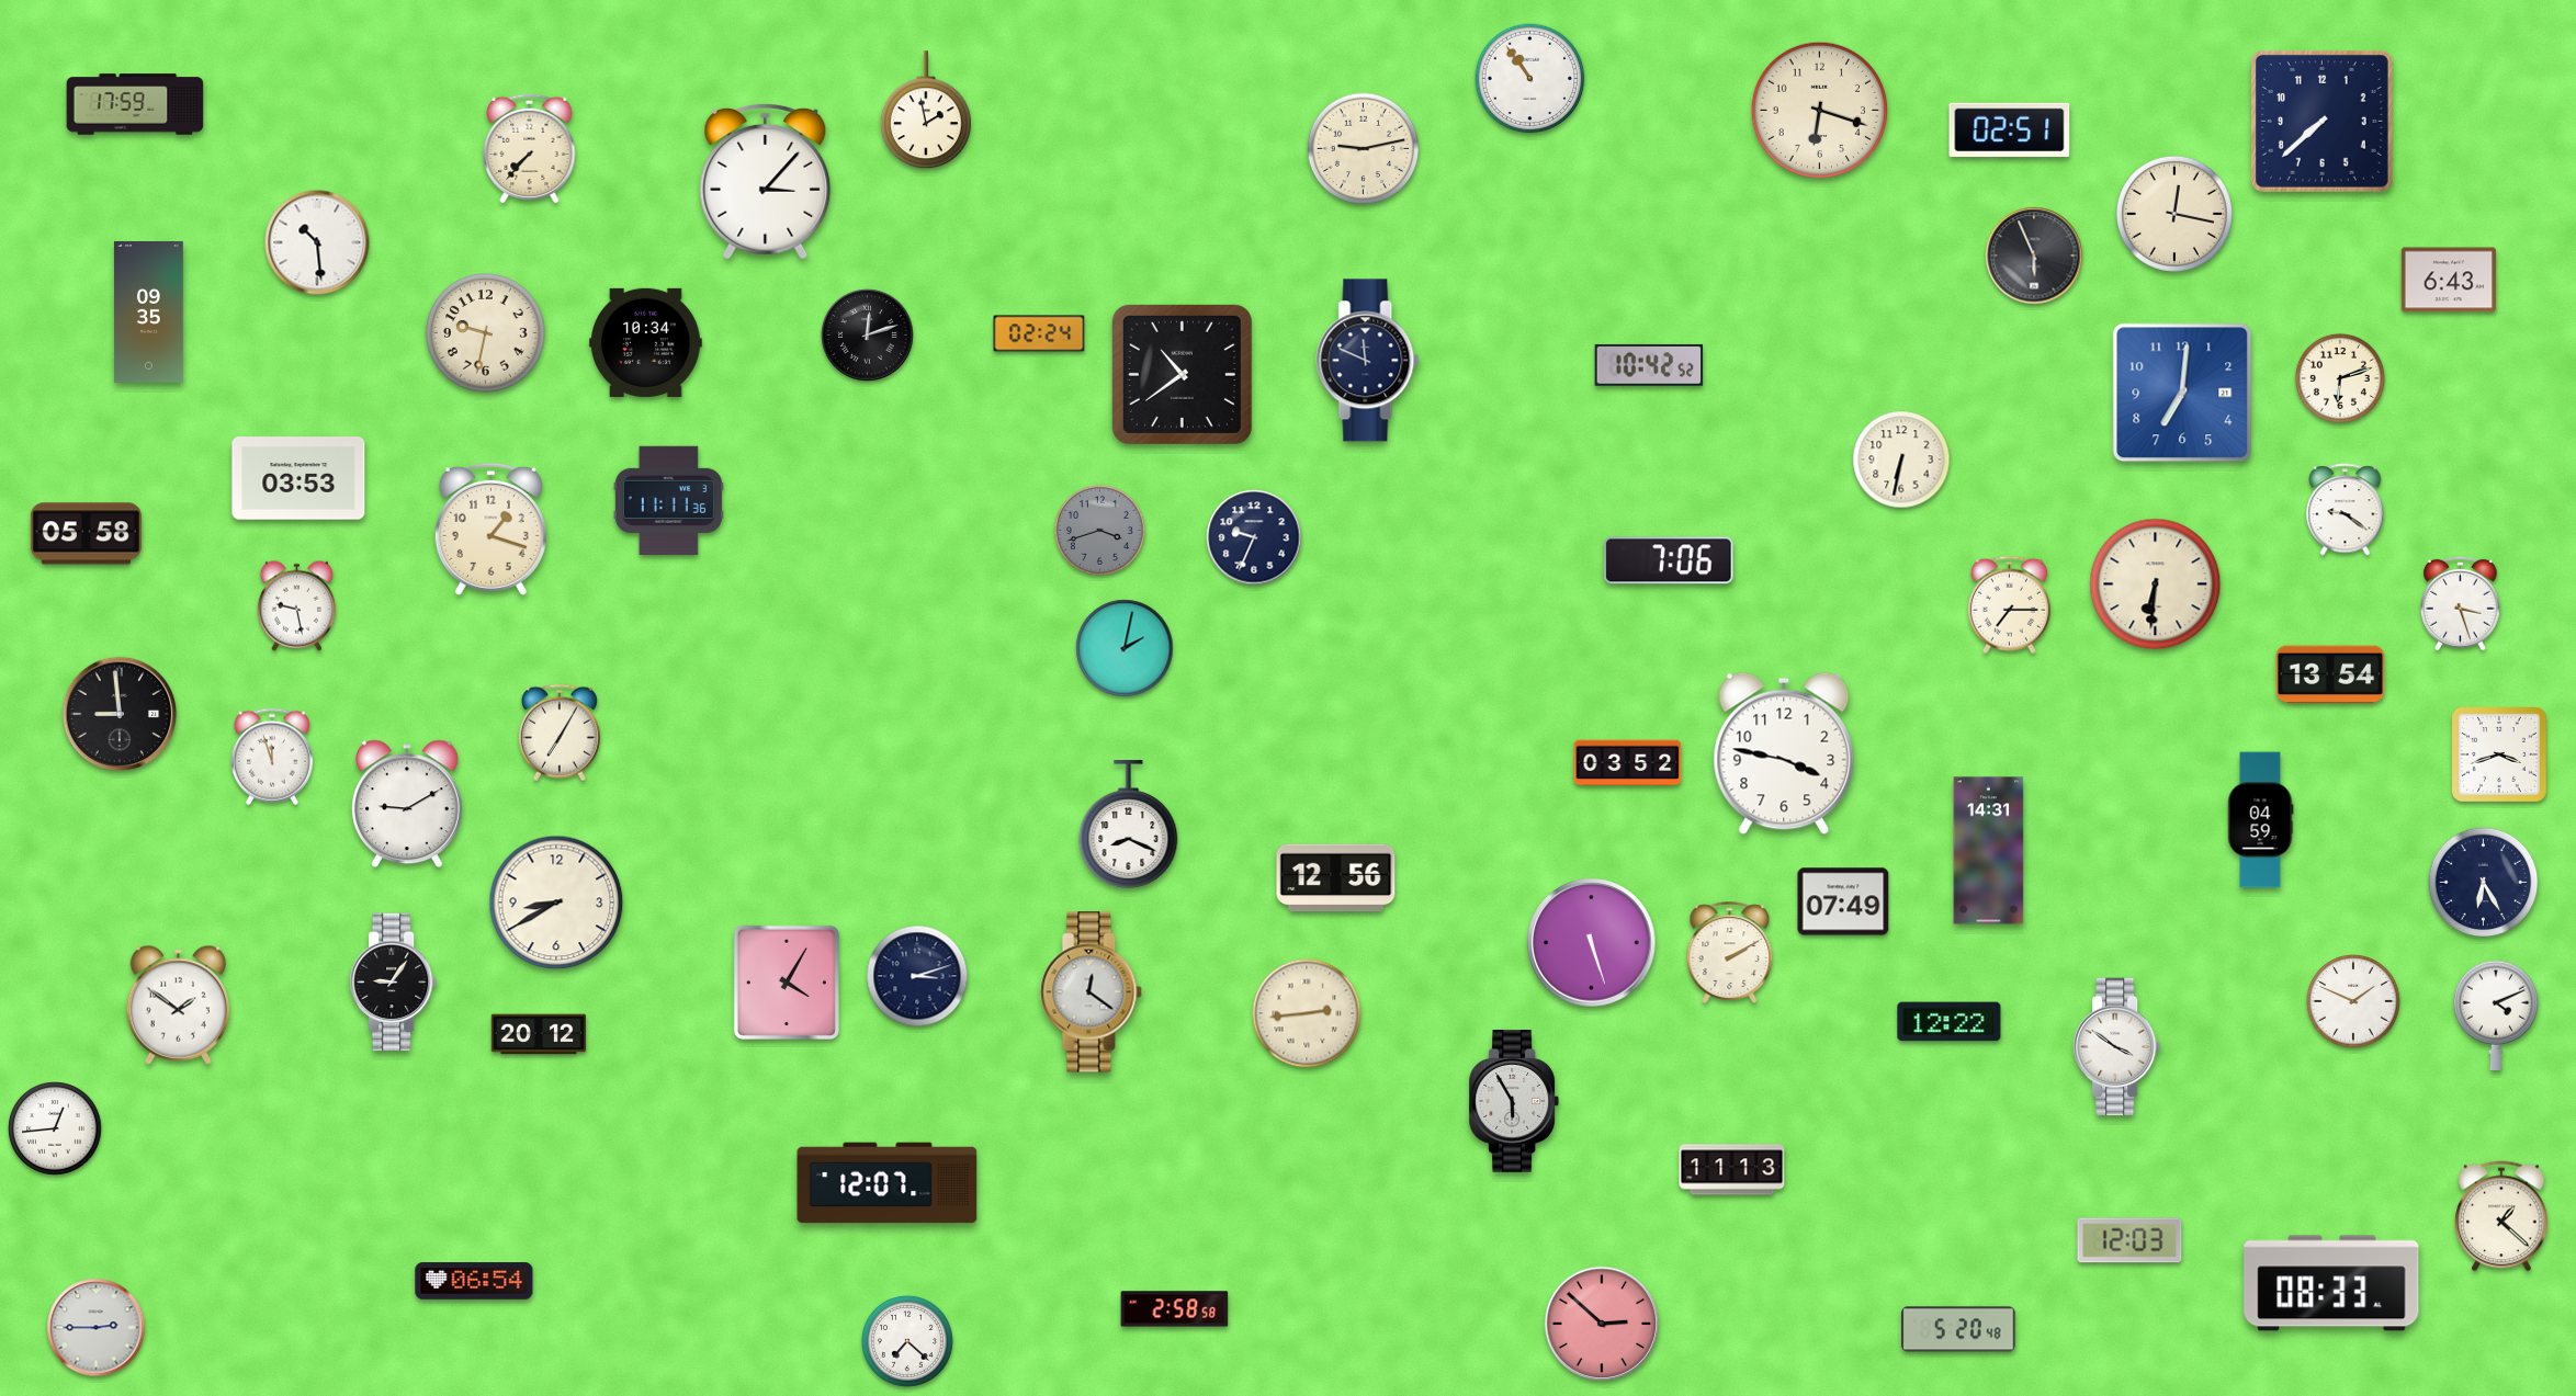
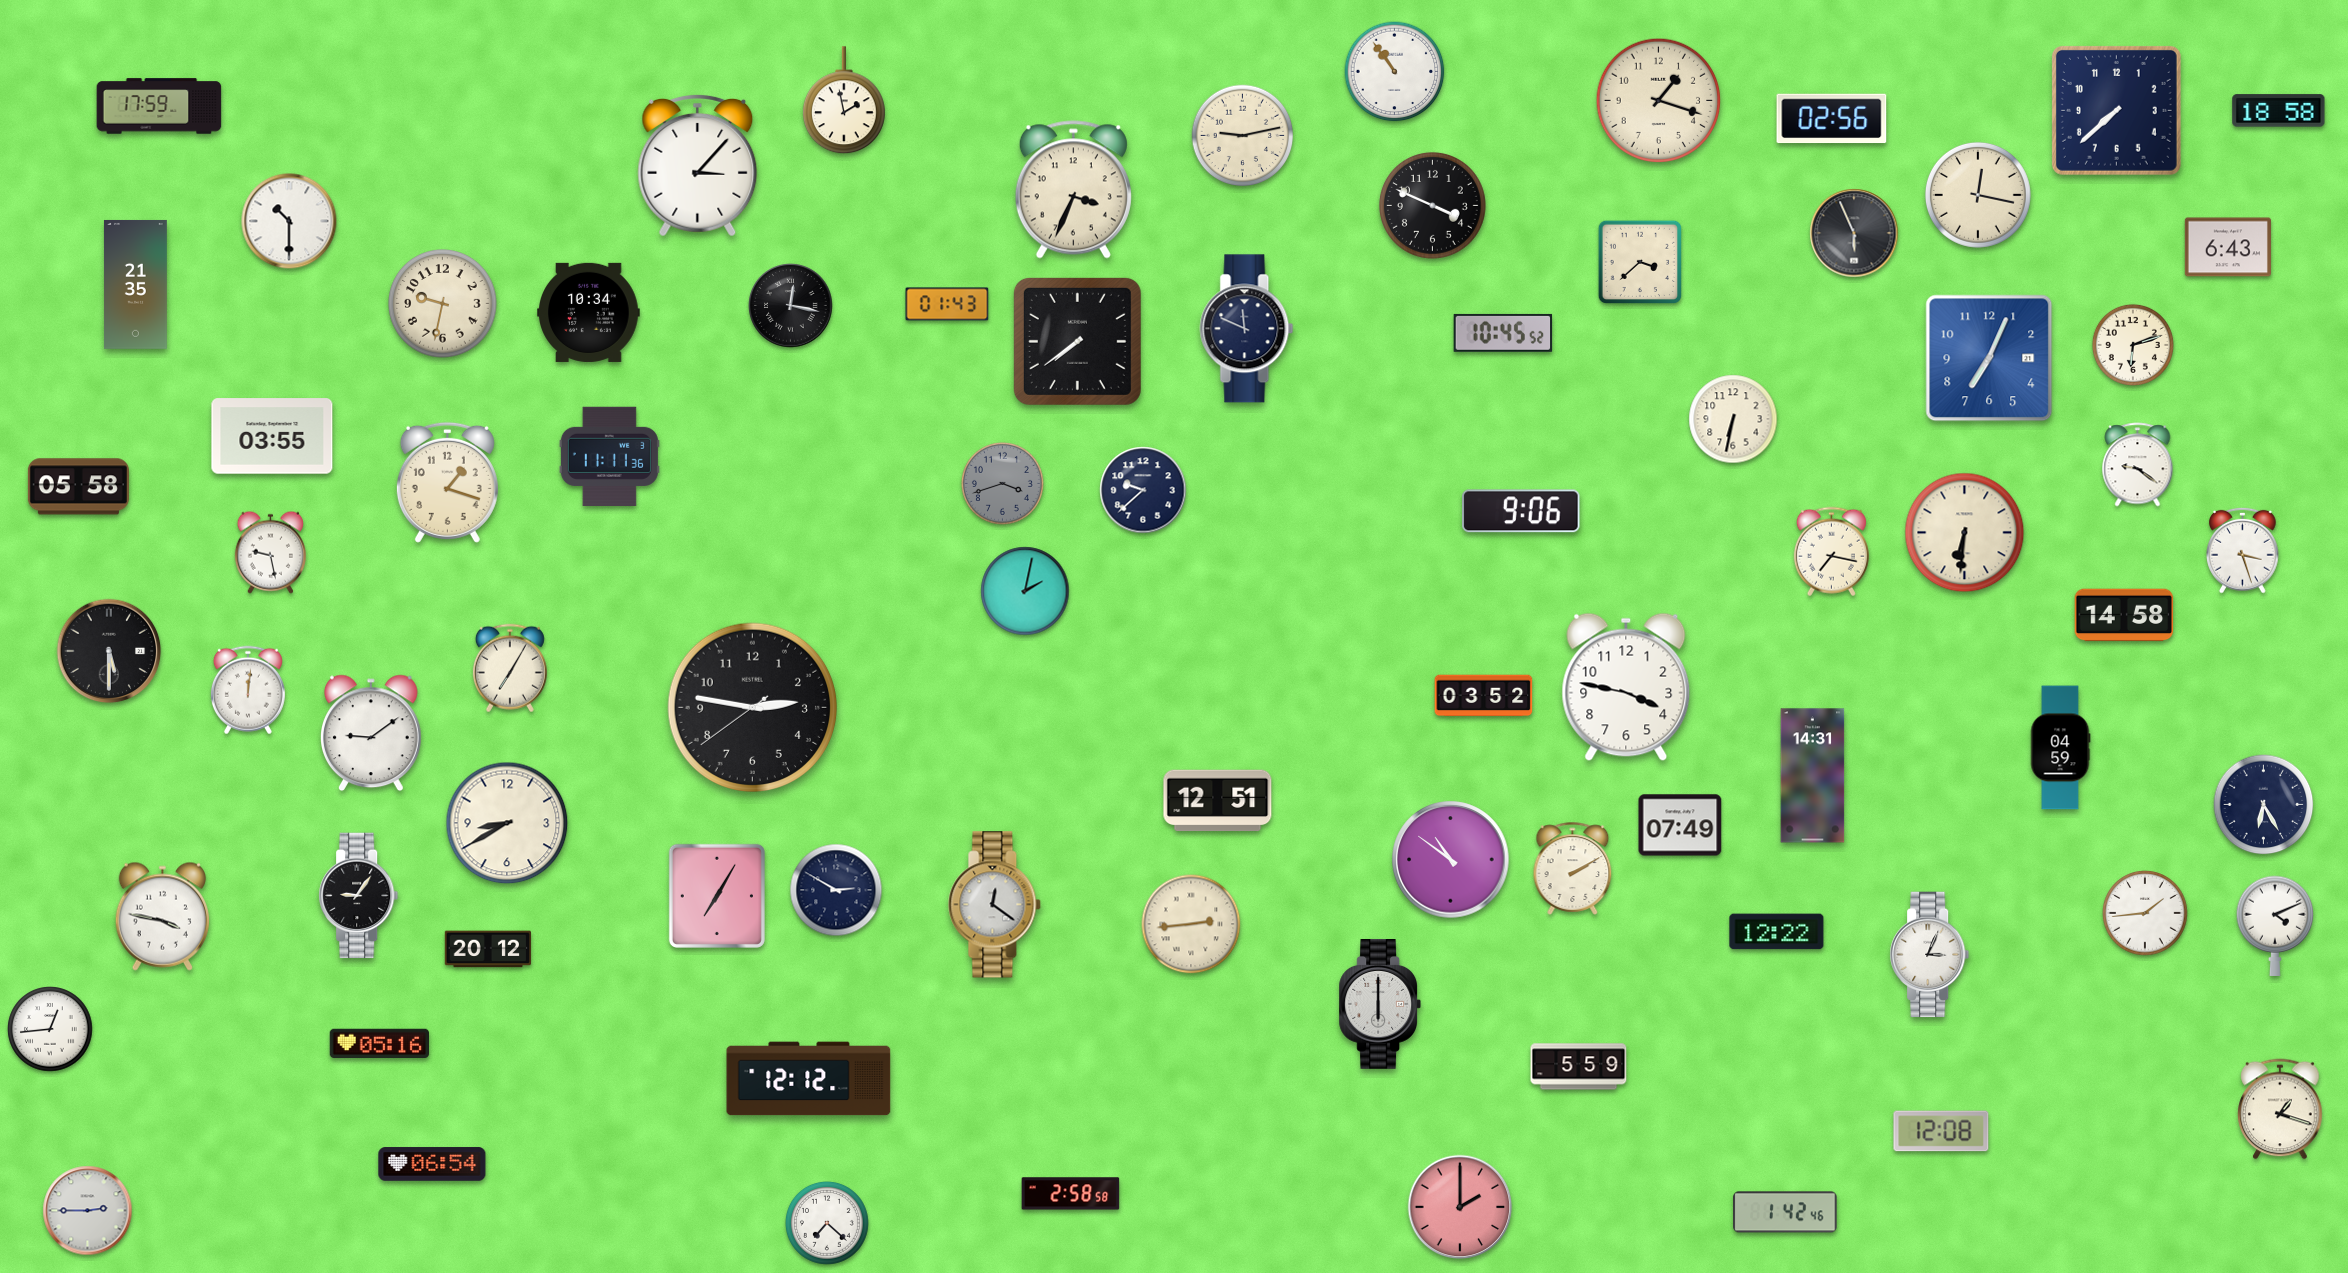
clock at (135, 104) position: (135, 104) -> (159, 106)
clock at (1820, 111): 6:18 -> 1:18
clock at (2279, 111): none -> 18:58
clock at (2010, 130): 02:51 -> 02:56
clock at (530, 148): 7:37 -> none
clock at (1073, 190): none -> 3:34
clock at (2174, 214) position: (2174, 214) -> (1978, 195)
clock at (1432, 205): none -> 3:49
clock at (317, 242): 10:29 -> 10:30
clock at (2448, 280) position: (2448, 280) -> (2227, 247)
clock at (1639, 261): none -> 3:38
clock at (148, 311): 09:35 -> 21:35
clock at (1039, 333): 02:24 -> 01:43
clock at (868, 336): 12:12 -> 12:17
clock at (1649, 365): 10:42 -> 10:45
clock at (1182, 374): 10:39 -> 7:39
clock at (2182, 393): 7:01 -> 7:04
clock at (298, 478): 03:53 -> 03:55
clock at (1254, 537): 9:34 -> 9:38
clock at (1669, 560): 7:06 -> 9:06
clock at (2009, 605): 7:15 -> 7:17
clock at (2330, 674): 13:54 -> 14:58
clock at (120, 714): 8:59 -> 5:30
clock at (2500, 756): 3:42 -> none
clock at (272, 757): 11:57 -> 12:01
clock at (753, 708): none -> 2:46
clock at (407, 804): 9:10 -> 9:09
clock at (1129, 825): 8:19 -> none
clock at (1336, 878): 12:56 -> 12:51
clock at (1843, 901) position: (1843, 901) -> (1680, 825)
clock at (1592, 943): 5:27 -> 10:51
clock at (1730, 952) position: (1730, 952) -> (1573, 868)
clock at (917, 976): 3:12 -> 2:50
clock at (787, 983): 4:05 -> 7:05
clock at (2353, 1001): 1:49 -> 1:44
clock at (178, 1005): 1:51 -> 3:47
clock at (538, 1034) position: (538, 1034) -> (487, 949)
clock at (2117, 1047): 3:51 -> 3:04
clock at (1513, 1102): 5:55 -> 6:00
clock at (379, 1044): none -> 05:16
clock at (1732, 1170): 11:13 -> 5:59
clock at (888, 1183): 12:07 -> 12:12
clock at (2501, 1216): 1:22 -> 1:18
clock at (2129, 1240): 12:03 -> 12:08
clock at (474, 1281) position: (474, 1281) -> (432, 1164)
clock at (2331, 1283): 08:33 -> none
clock at (1602, 1324): 2:52 -> 2:00
clock at (1958, 1329): 5:20 -> 1:42
